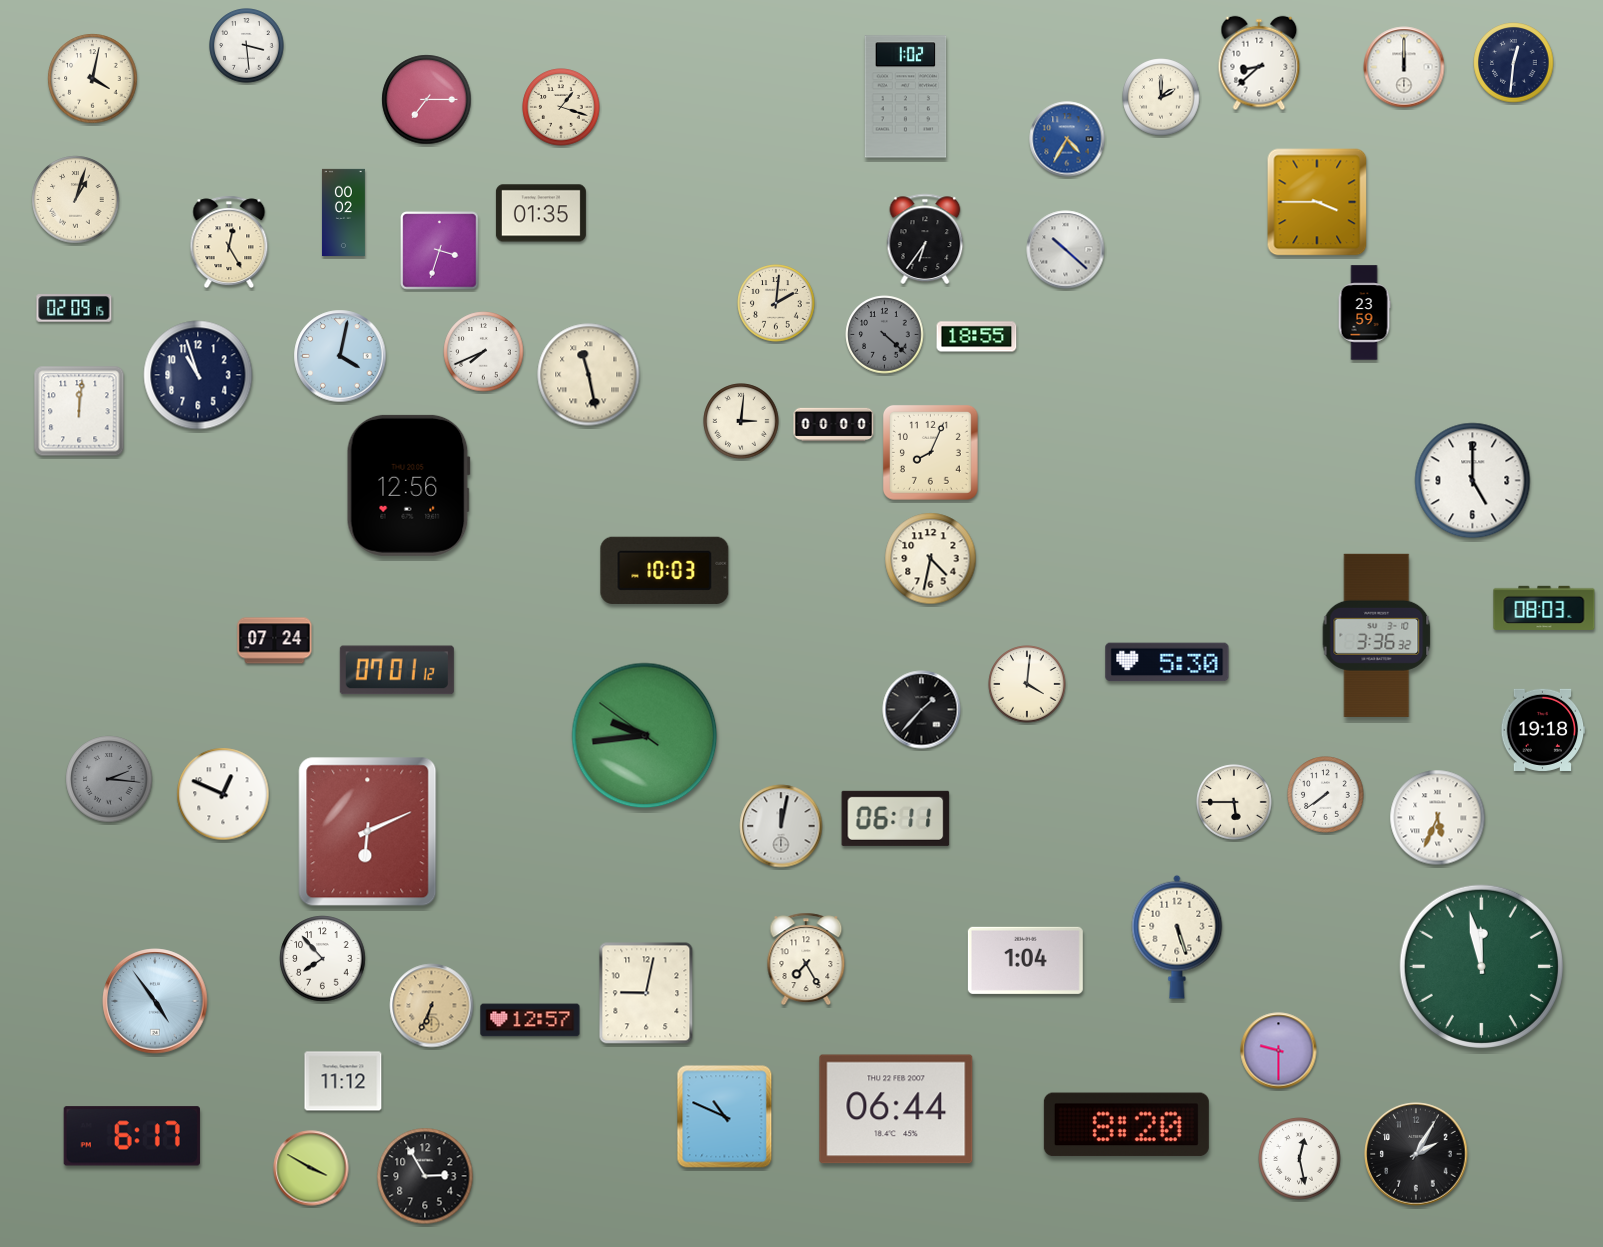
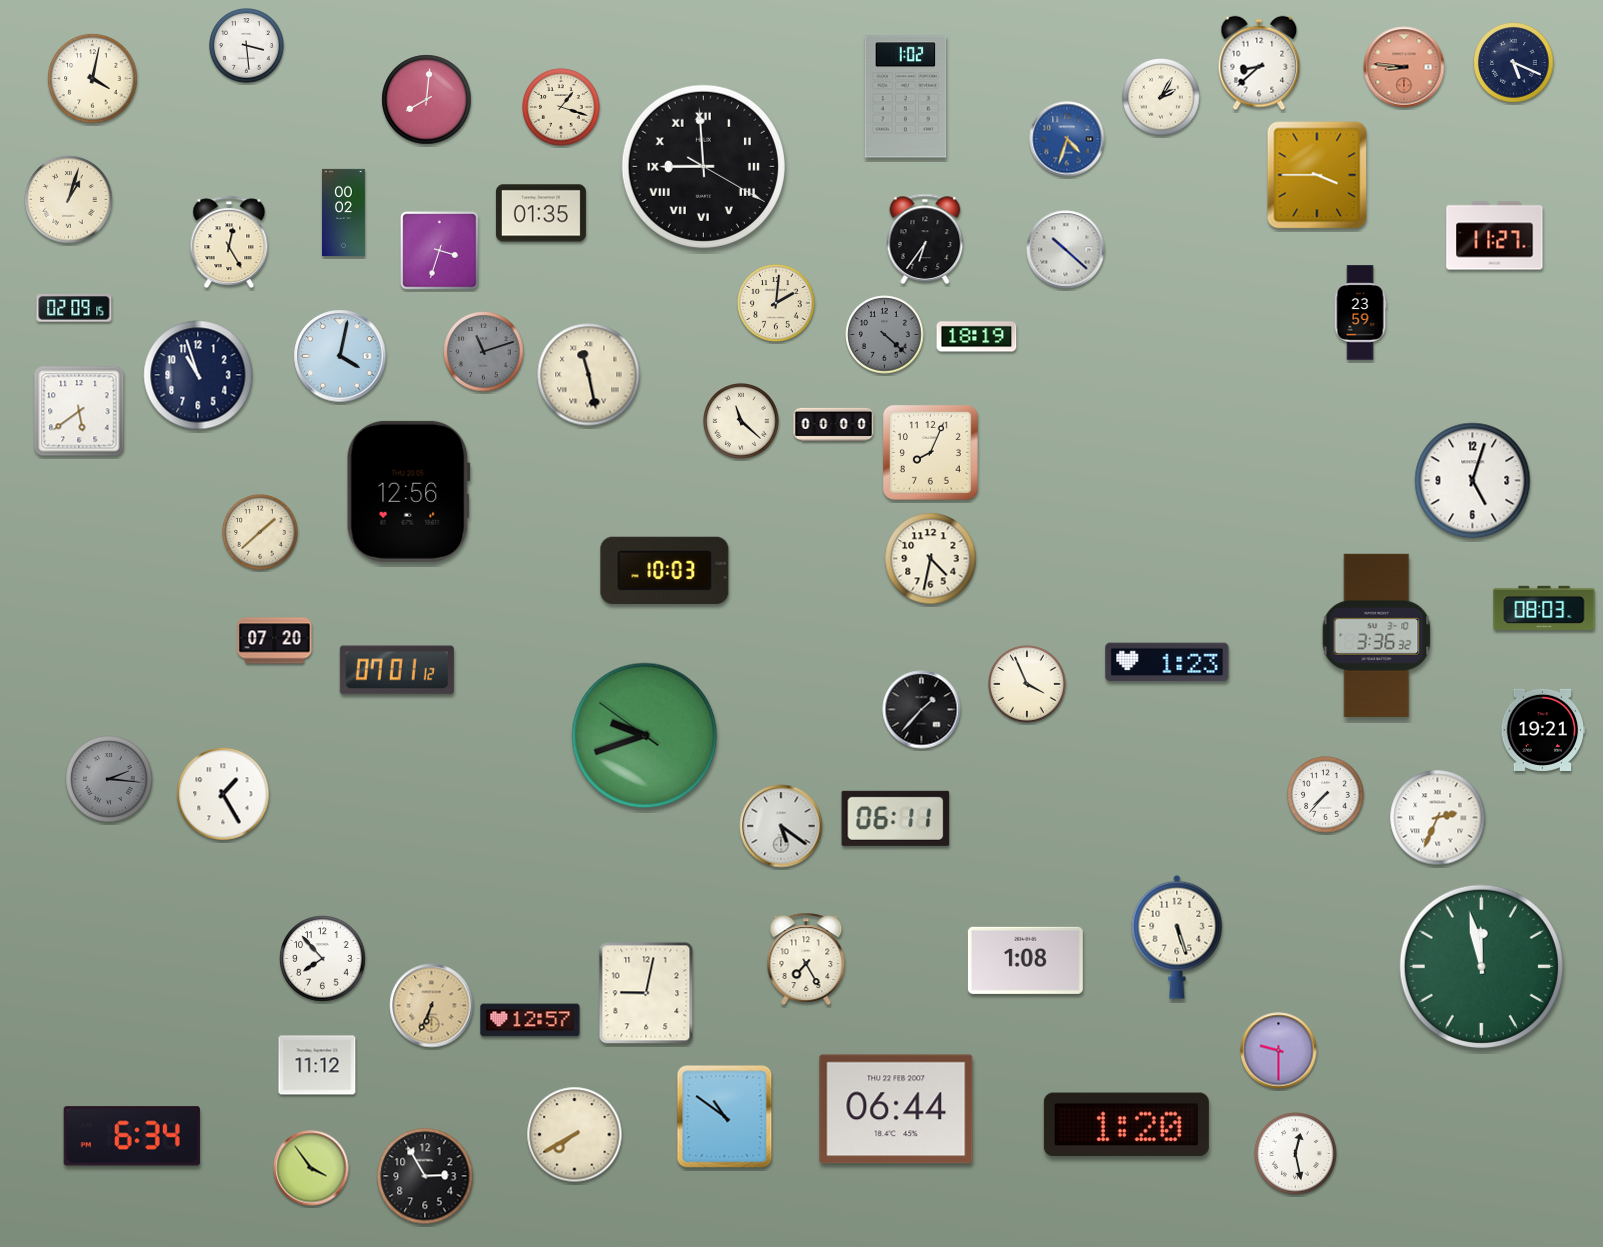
clock at (1514, 63): 12:31 -> 5:19
clock at (1404, 67): 12:00 -> 8:46
clock at (1404, 67) dial: white -> salmon
clock at (1161, 97): 2:00 -> 2:05
clock at (427, 100): 7:15 -> 8:01
clock at (1067, 139): 4:35 -> 4:33
clock at (703, 166): none -> 8:59
clock at (76, 200) position: (76, 200) -> (69, 200)
clock at (1317, 202) position: (1317, 202) -> (1317, 175)
clock at (1495, 236): none -> 11:27
clock at (1364, 313) position: (1364, 313) -> (1360, 313)
clock at (977, 337): 18:55 -> 18:19
clock at (484, 352): 7:41 -> 11:12
clock at (484, 352) dial: white -> grey
clock at (79, 411): 12:01 -> 5:39
clock at (741, 421): 3:01 -> 11:22
clock at (1473, 481): 5:00 -> 5:03
clock at (408, 485) position: (408, 485) -> (408, 491)
clock at (260, 532): none -> 1:38
clock at (275, 641): 07:24 -> 07:20
clock at (1167, 662): 5:30 -> 1:23
clock at (1027, 684): 4:01 -> 3:56
clock at (1543, 730): 19:18 -> 19:21
clock at (645, 736): 9:43 -> 9:41
clock at (223, 794): 12:49 -> 1:25
clock at (1326, 795): 7:39 -> 7:37
clock at (1234, 802): 5:45 -> none
clock at (1438, 818): 5:34 -> 2:34
clock at (781, 826): 12:02 -> 5:21
clock at (368, 832): 6:11 -> none
clock at (1025, 960): 1:04 -> 1:08
clock at (155, 1001): 4:54 -> none
clock at (343, 1081) position: (343, 1081) -> (317, 1065)
clock at (725, 1117): 10:49 -> 10:51
clock at (1126, 1125): 8:20 -> 1:20
clock at (575, 1135): none -> 7:40
clock at (132, 1136): 6:17 -> 6:34
clock at (1416, 1154): 2:05 -> none
clock at (1300, 1159) position: (1300, 1159) -> (1296, 1154)
clock at (311, 1168): 3:50 -> 3:54
